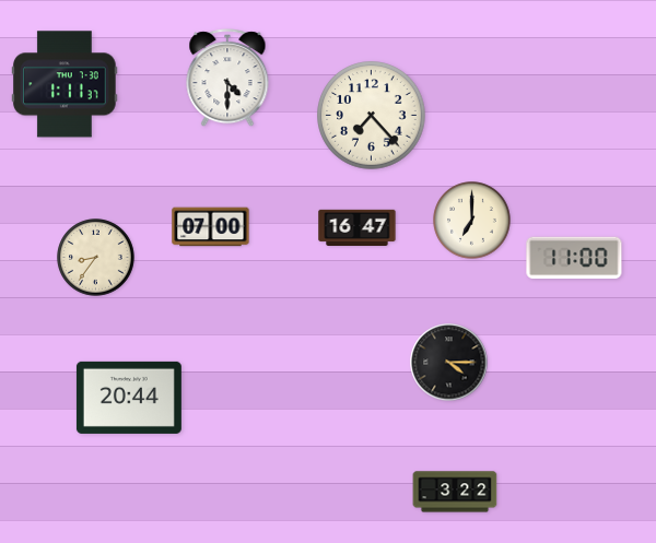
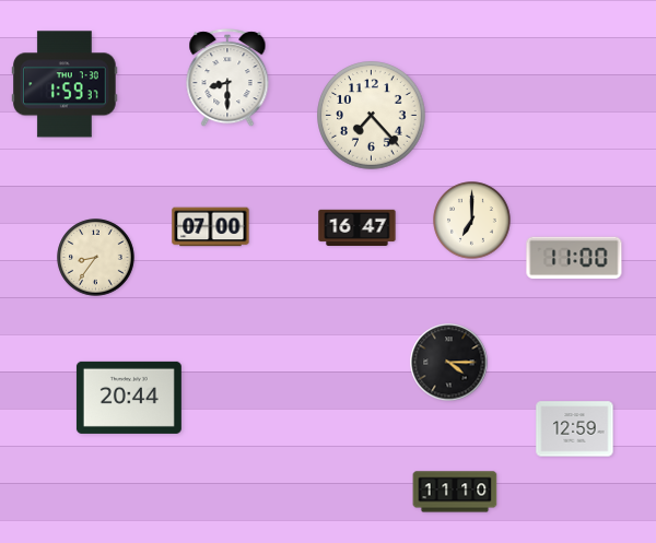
clock at (227, 79): 4:30 -> 8:30
clock at (65, 84): 1:11 -> 1:59
clock at (575, 429): none -> 12:59
clock at (455, 492): 3:22 -> 11:10
